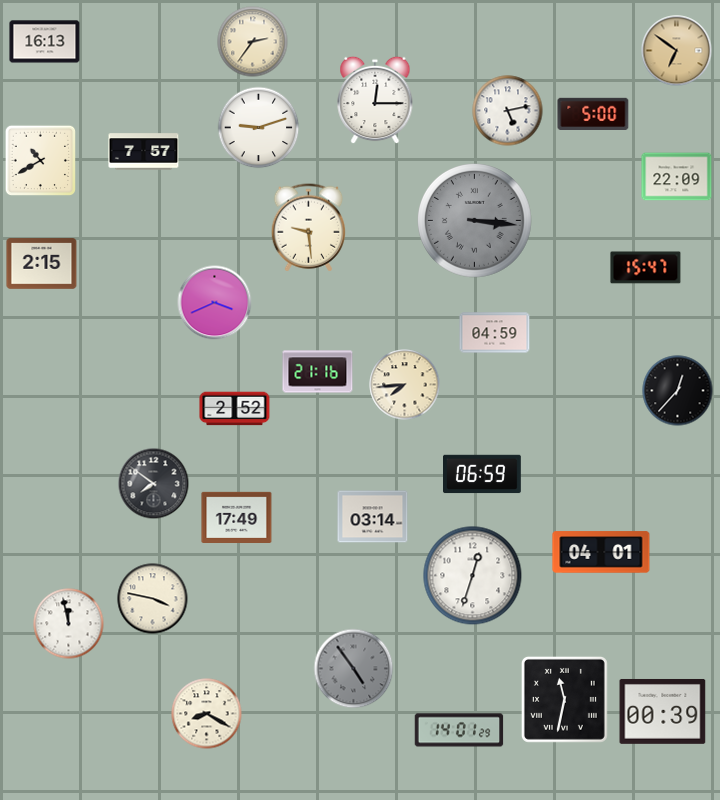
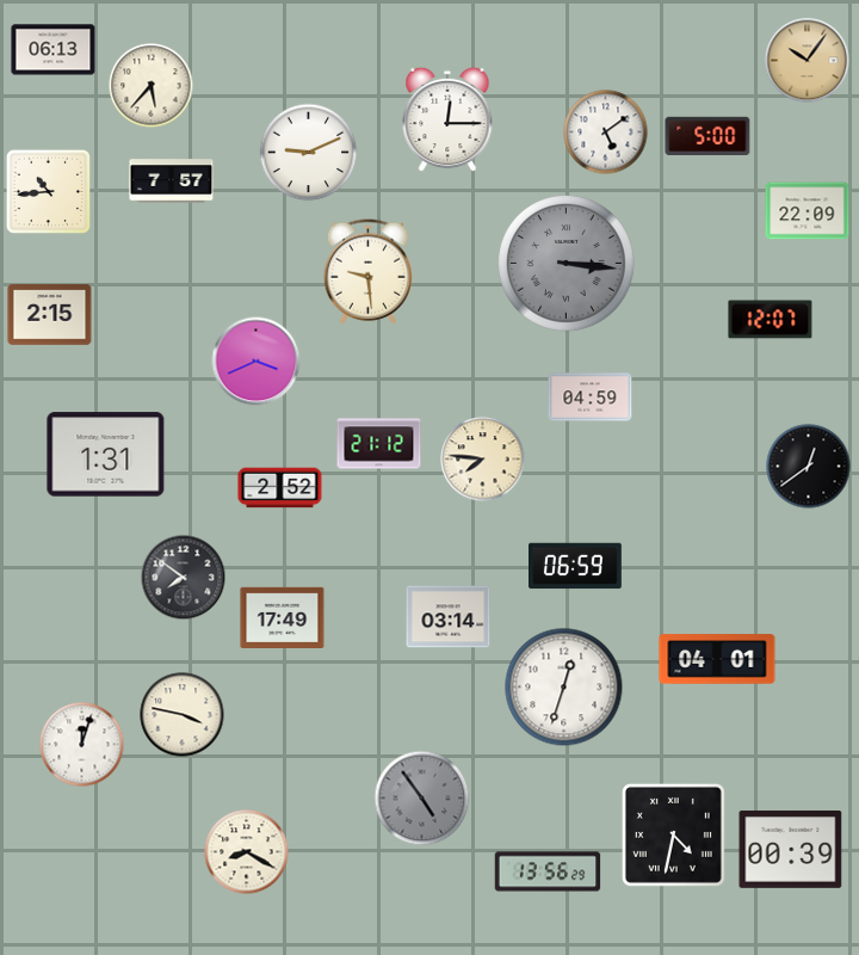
clock at (45, 42): 16:13 -> 06:13
clock at (253, 42): 2:36 -> none
clock at (677, 51): 6:51 -> 10:06
clock at (152, 86): none -> 5:37
clock at (508, 111): 5:13 -> 5:09
clock at (259, 128): 9:12 -> 9:11
clock at (41, 161): 10:40 -> 10:44
clock at (646, 268): 15:47 -> 12:07
clock at (318, 372): 21:16 -> 21:12
clock at (106, 455): none -> 1:31
clock at (405, 385): 7:44 -> 7:46
clock at (678, 391): 12:37 -> 12:39
clock at (373, 517) position: (373, 517) -> (449, 617)
clock at (69, 624): 11:58 -> 12:03
clock at (564, 699): 11:32 -> 4:32
clock at (459, 730): 14:01 -> 13:56
